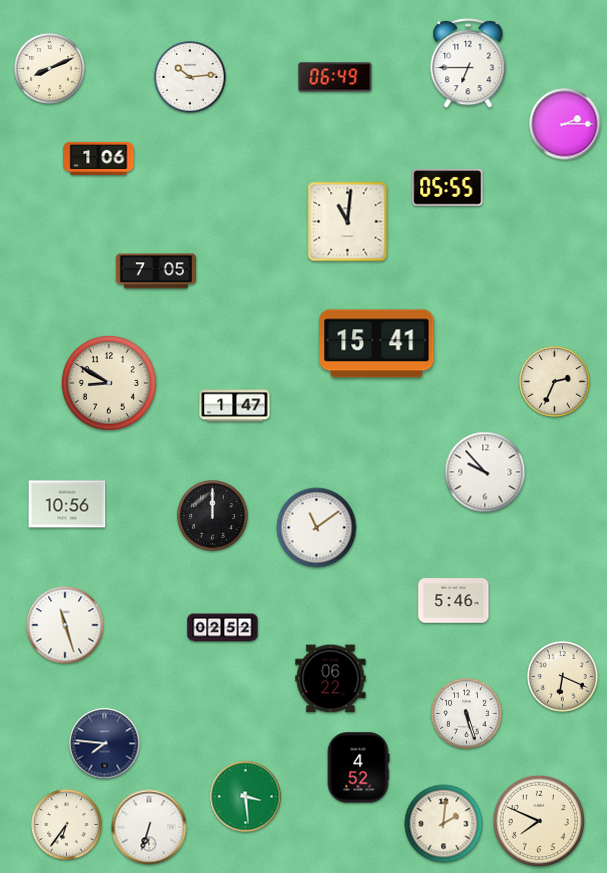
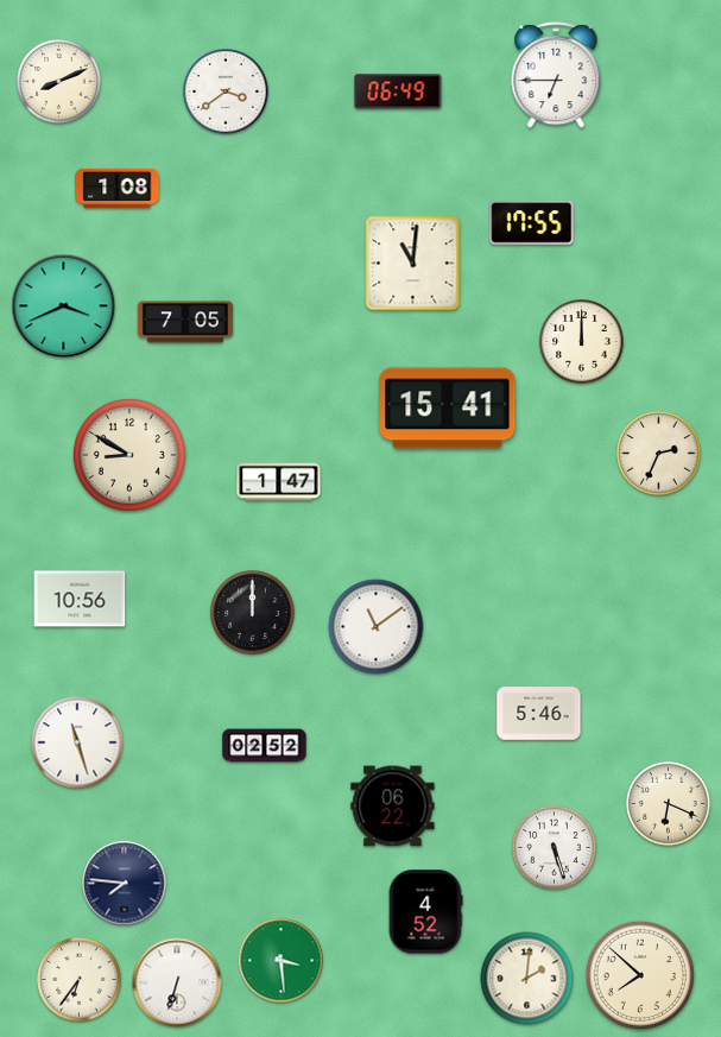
clock at (190, 77): 10:14 -> 3:39
clock at (565, 124): 2:15 -> none
clock at (99, 158): 1:06 -> 1:08
clock at (448, 188): 05:55 -> 17:55
clock at (64, 306): none -> 3:41
clock at (582, 342): none -> 12:00
clock at (485, 472): 9:53 -> none
clock at (246, 797) position: (246, 797) -> (282, 961)
clock at (539, 821): 7:49 -> 7:52
